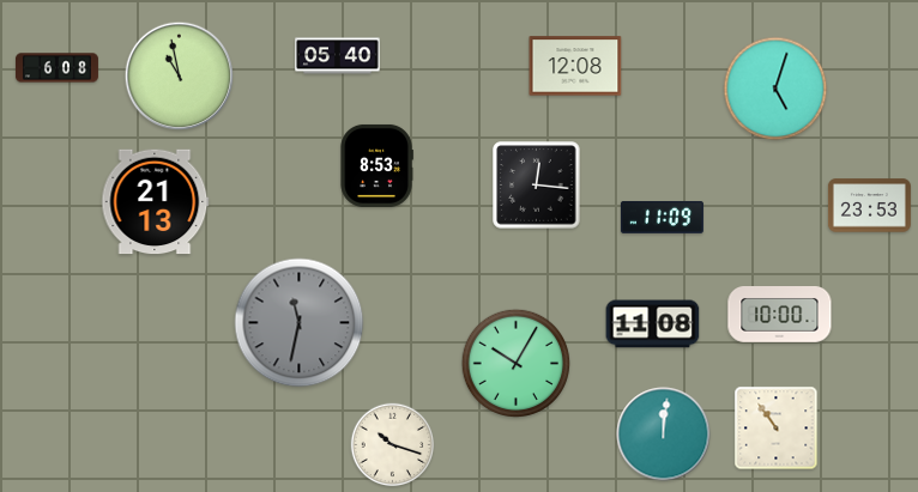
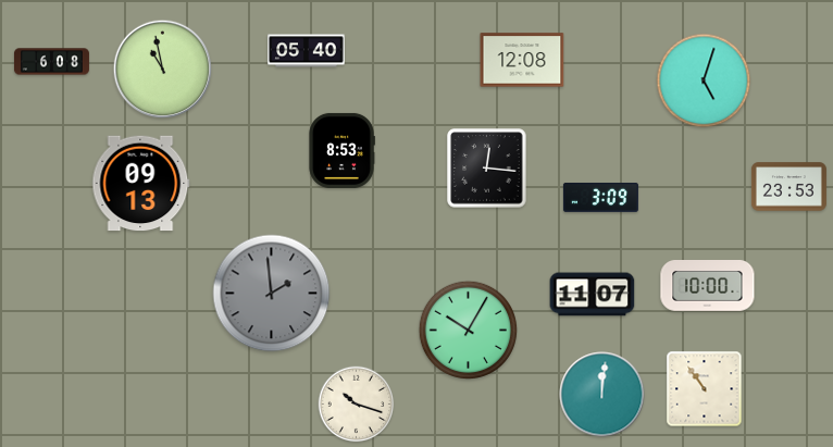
clock at (156, 202): 21:13 -> 09:13
clock at (662, 217): 11:09 -> 3:09
clock at (300, 323): 11:32 -> 1:59
clock at (653, 324): 11:08 -> 11:07
